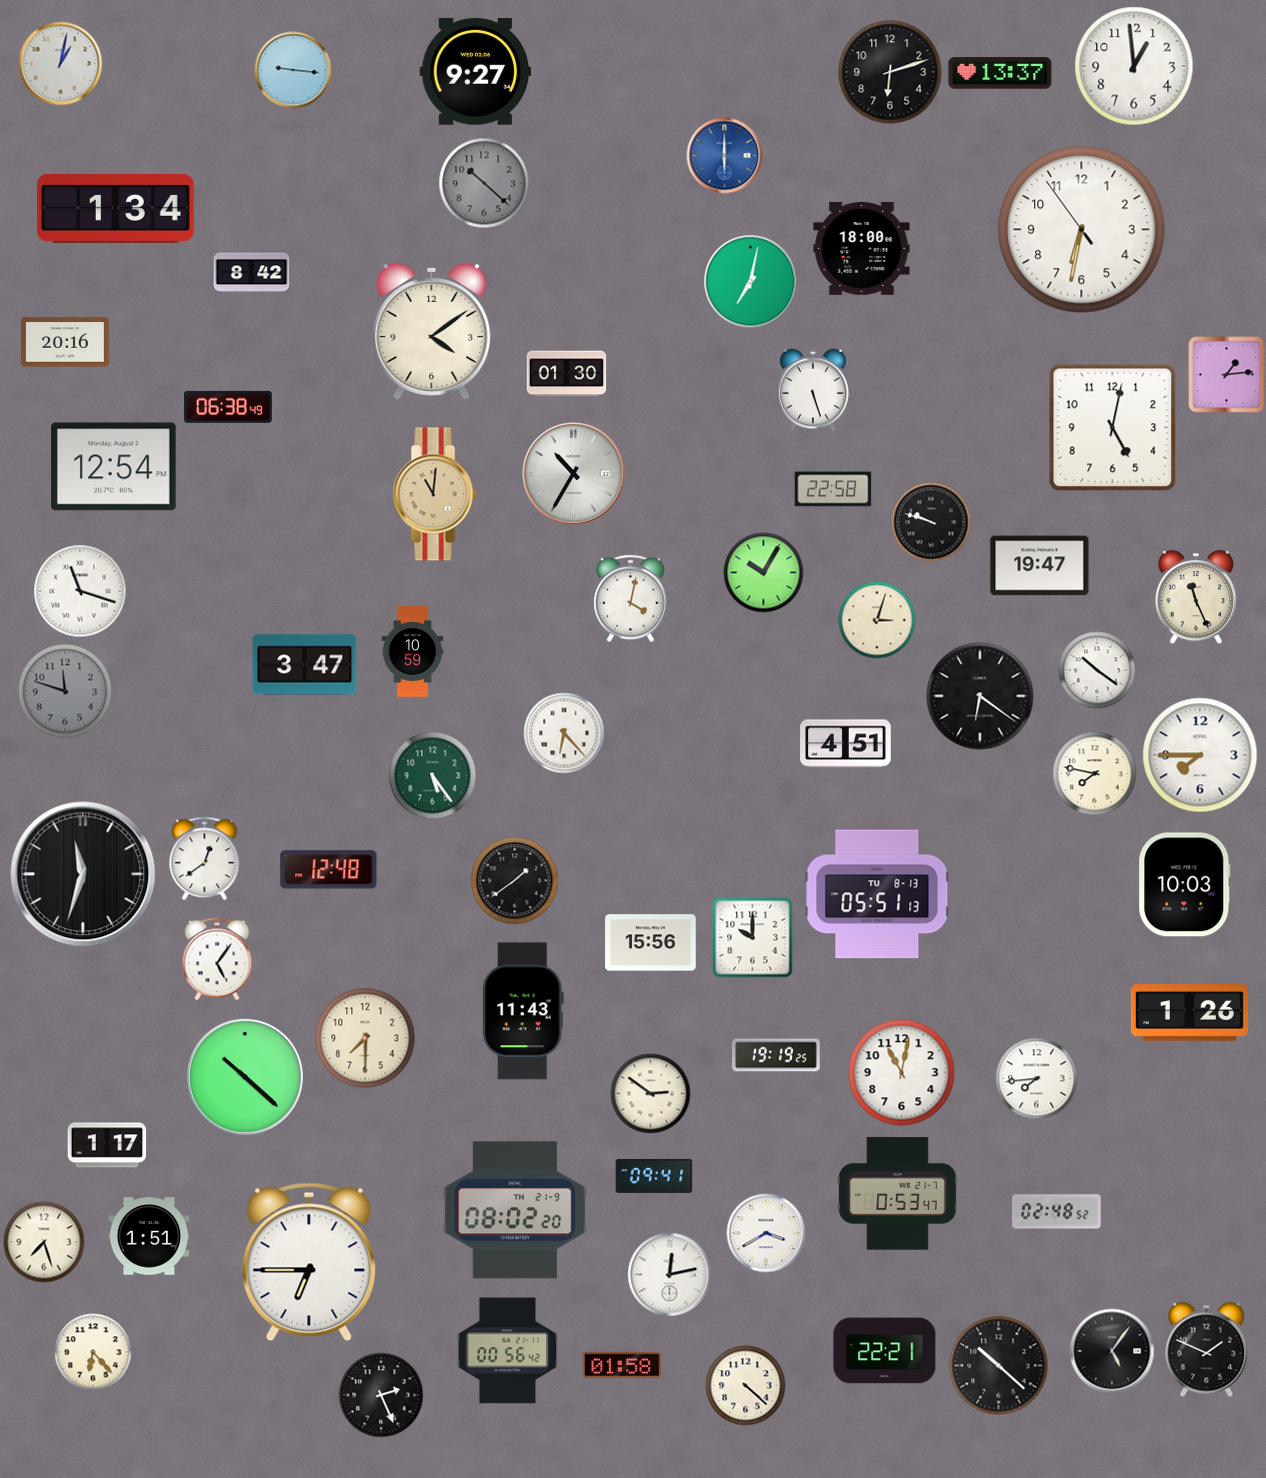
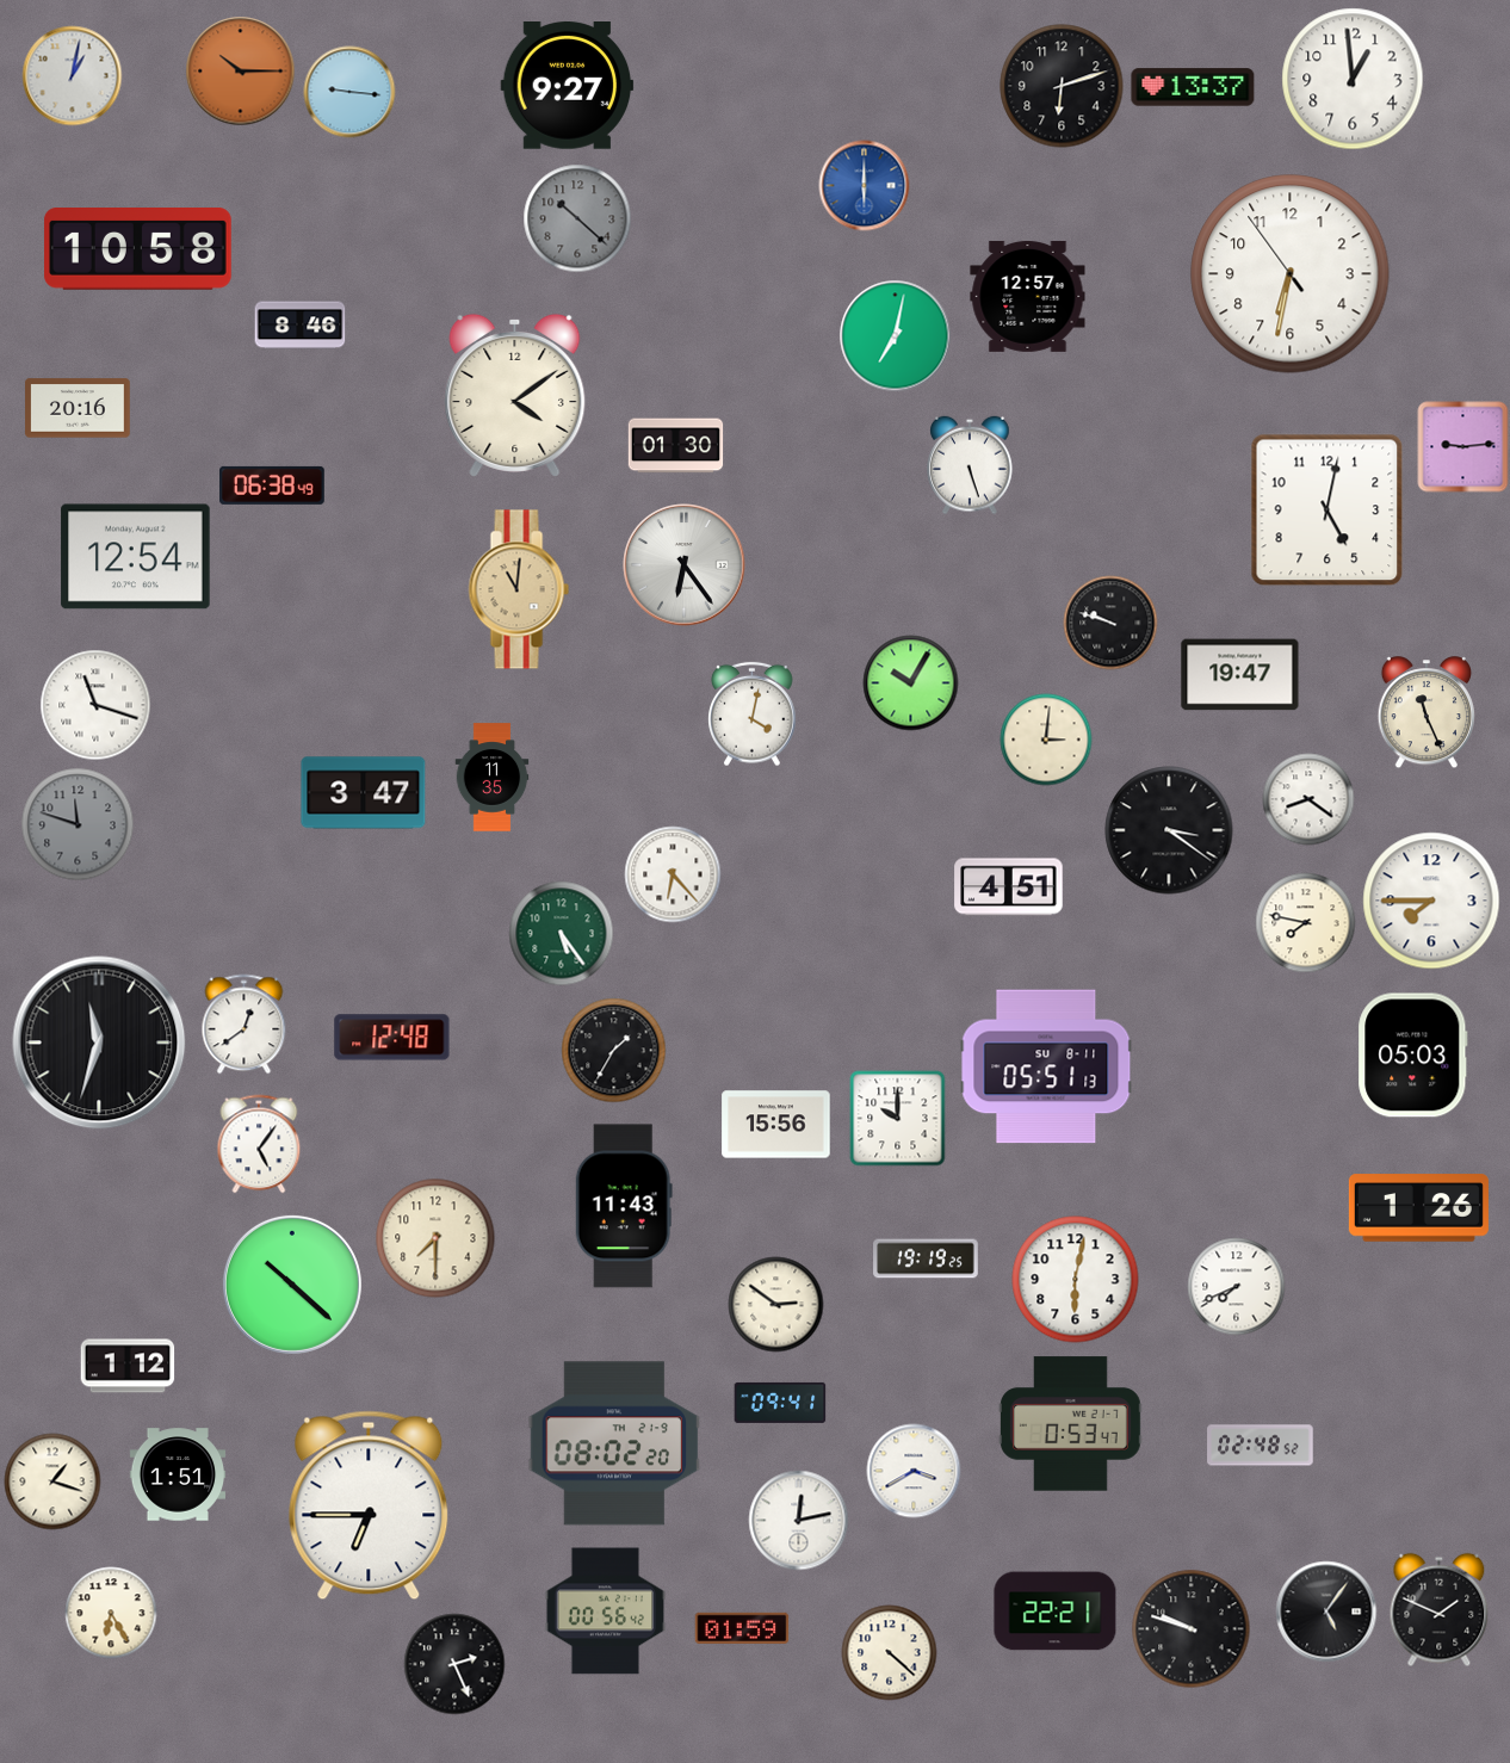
clock at (241, 72): none -> 10:15
clock at (293, 70) position: (293, 70) -> (349, 92)
clock at (116, 209): 1:34 -> 10:58
clock at (862, 248): 18:00 -> 12:57
clock at (252, 273): 8:42 -> 8:46
clock at (1227, 375): 1:14 -> 9:14
clock at (574, 474): 10:35 -> 6:24
clock at (833, 489): 22:58 -> none
clock at (877, 620): 3:03 -> 3:01
clock at (413, 652): 10:59 -> 11:35
clock at (1097, 670): 10:21 -> 8:21
clock at (980, 696): 6:21 -> 3:21
clock at (433, 776) position: (433, 776) -> (562, 934)
clock at (515, 881): 1:39 -> 1:35
clock at (1185, 885): 10:03 -> 05:03
clock at (877, 894) date: TU 8-13 -> SU 8-11
clock at (902, 1073): 11:02 -> 6:02
clock at (1037, 1079): 7:44 -> 7:41
clock at (107, 1145): 1:17 -> 1:12
clock at (44, 1242): 7:27 -> 1:18
clock at (93, 1352): 6:23 -> 6:25
clock at (622, 1365): 01:58 -> 01:59
clock at (999, 1366): 10:22 -> 9:48
